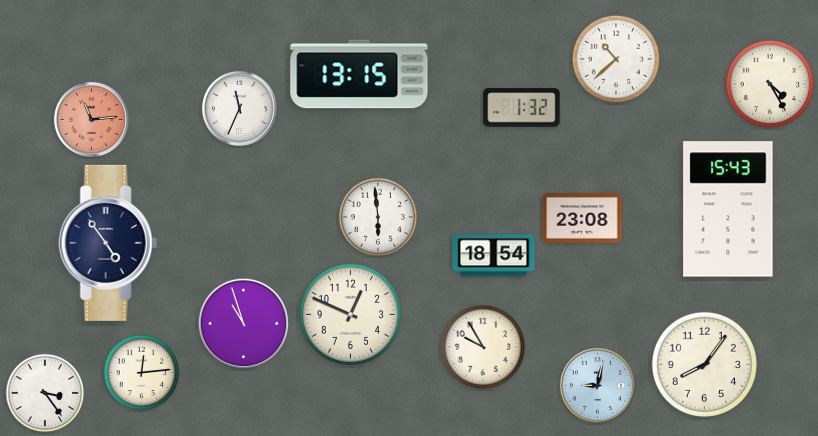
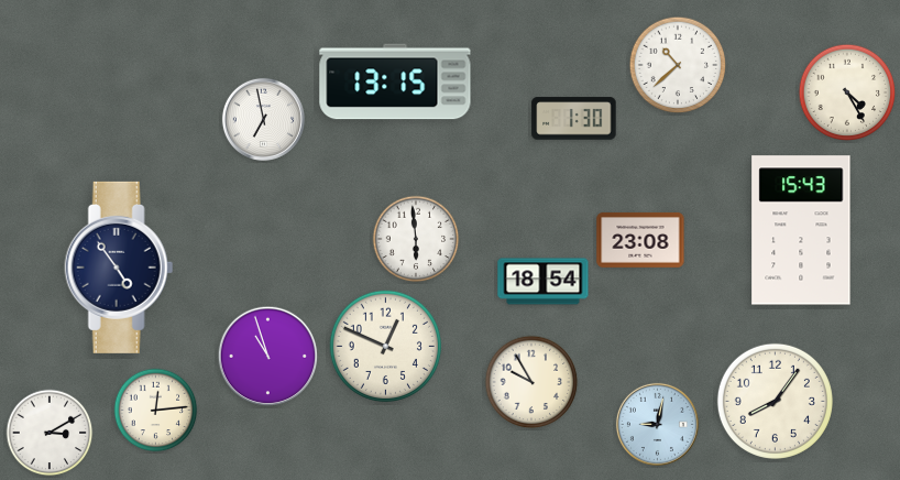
clock at (239, 108): 11:34 -> 6:58
clock at (522, 108): 1:32 -> 1:30
clock at (91, 119): 11:14 -> none
clock at (45, 393): 3:24 -> 3:10
